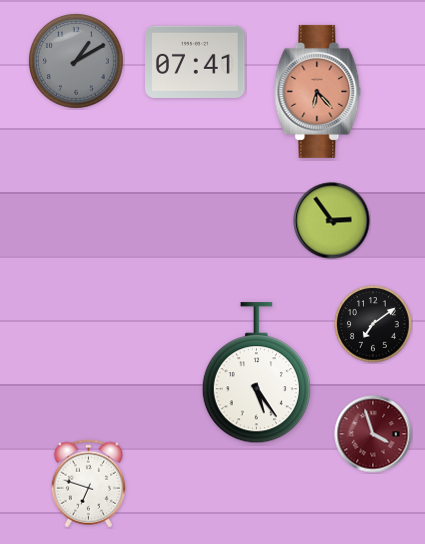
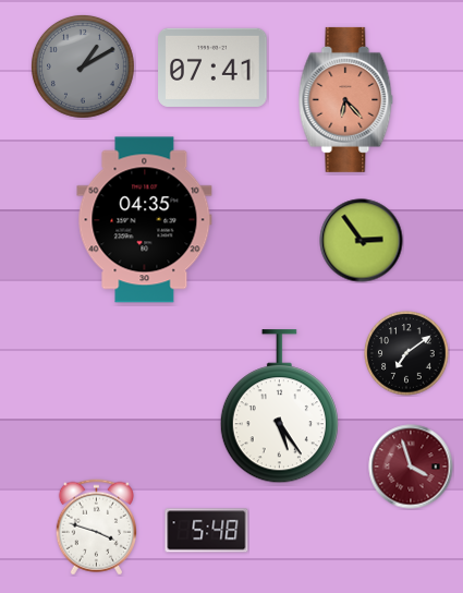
clock at (145, 220): none -> 04:35
clock at (373, 434) position: (373, 434) -> (411, 467)
clock at (88, 484): 6:48 -> 3:48
clock at (207, 531): none -> 5:48
